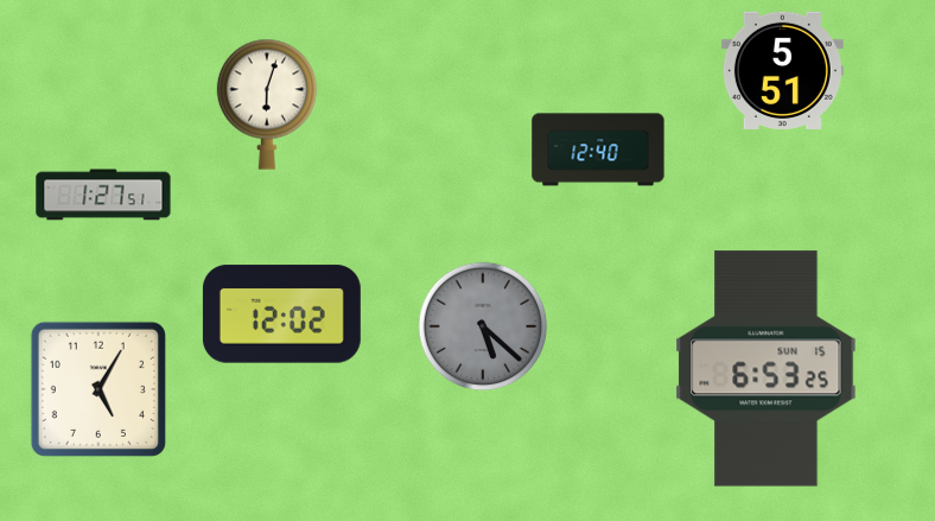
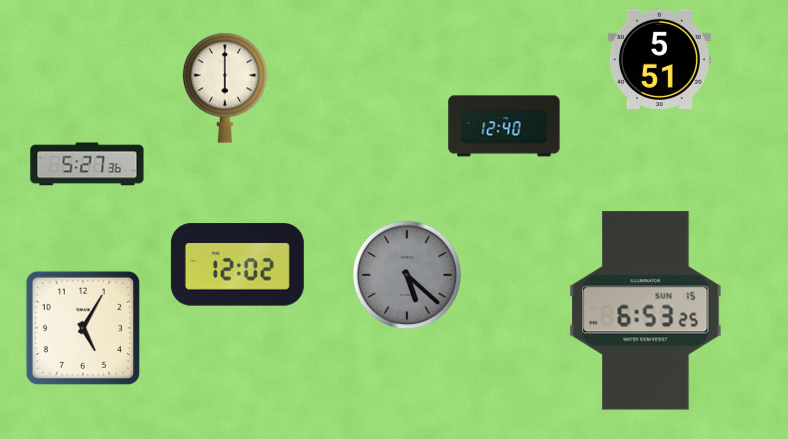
clock at (266, 104): 6:03 -> 6:00
clock at (103, 195): 1:27 -> 5:27
